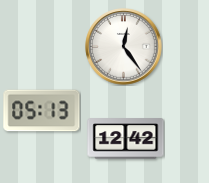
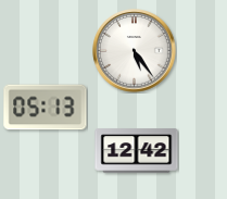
clock at (124, 47): 12:24 -> 5:24
clock at (42, 111) position: (42, 111) -> (46, 108)
